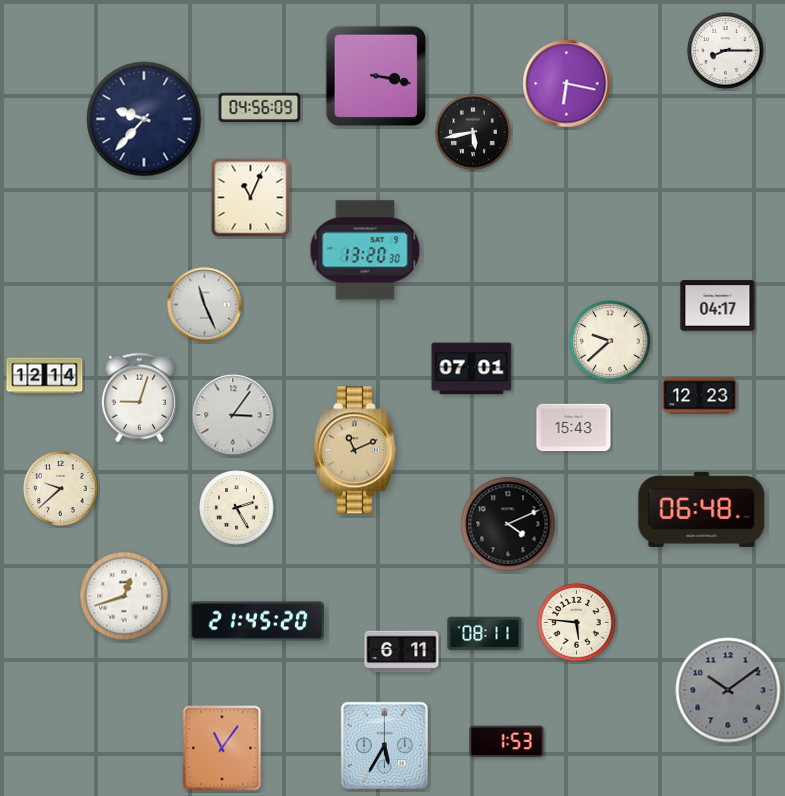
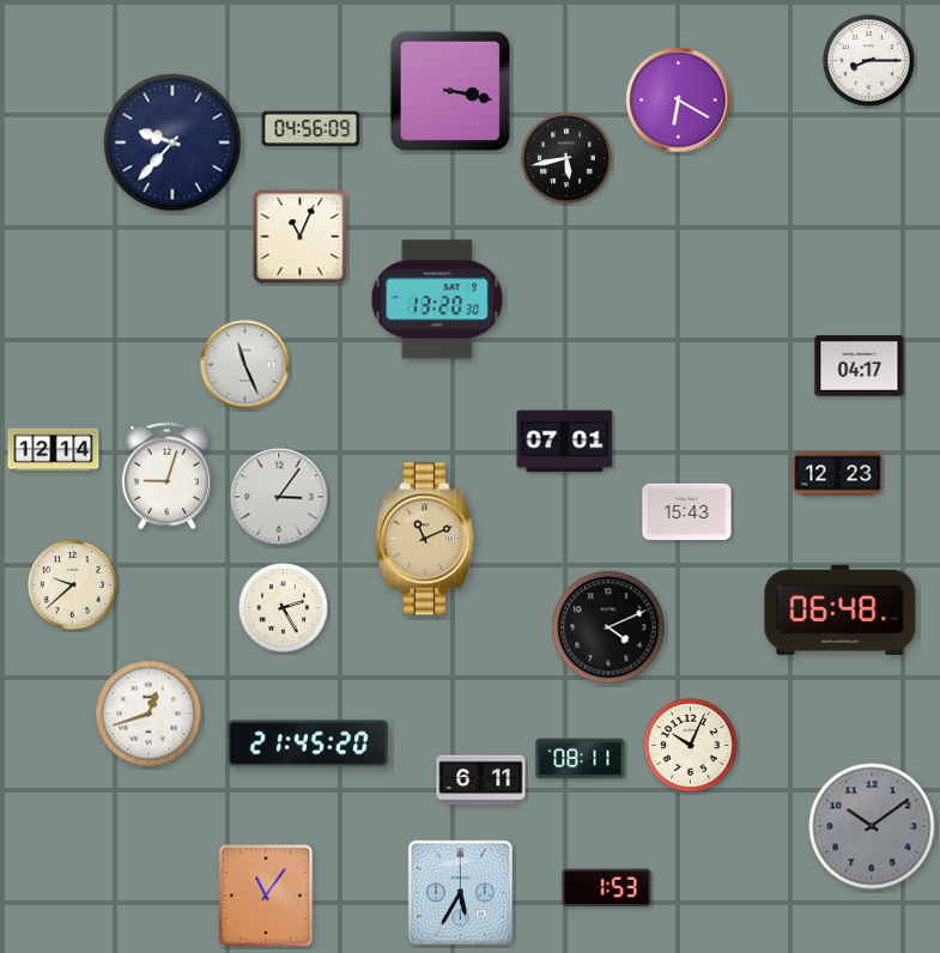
clock at (567, 84): 6:17 -> 6:20
clock at (610, 341): 9:38 -> none
clock at (577, 623): 5:46 -> 10:04
